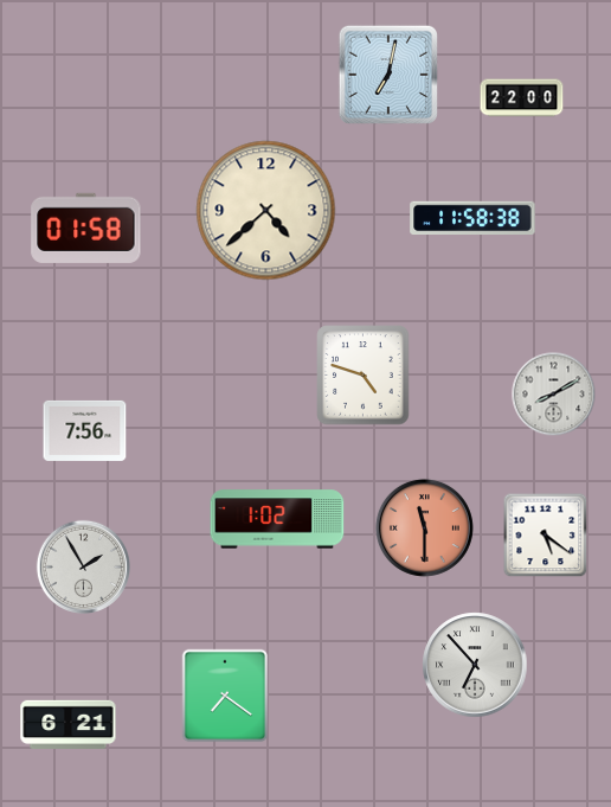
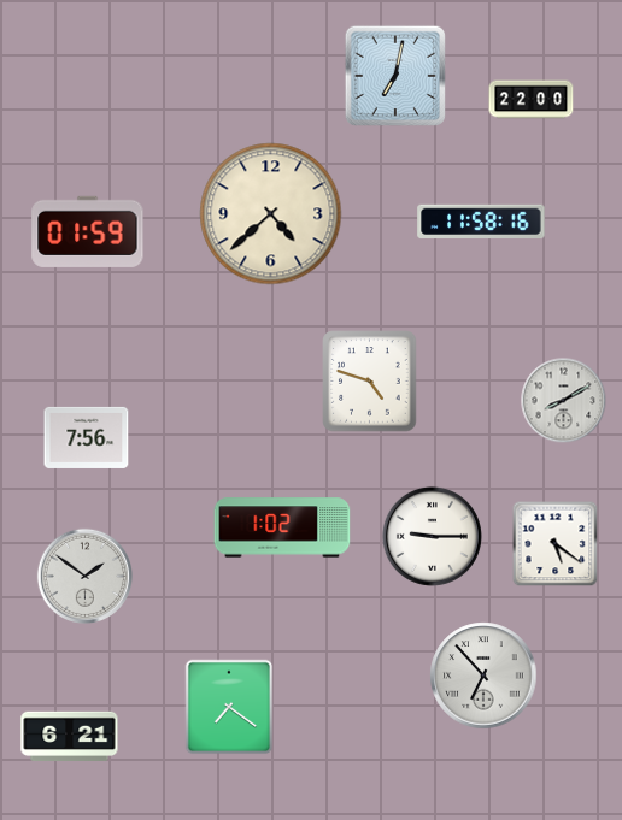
clock at (472, 218): 11:58:38 -> 11:58:16
clock at (86, 228): 01:58 -> 01:59
clock at (424, 527): 11:30 -> 9:15
clock at (424, 527) dial: salmon -> white
clock at (83, 566): 1:55 -> 1:51
